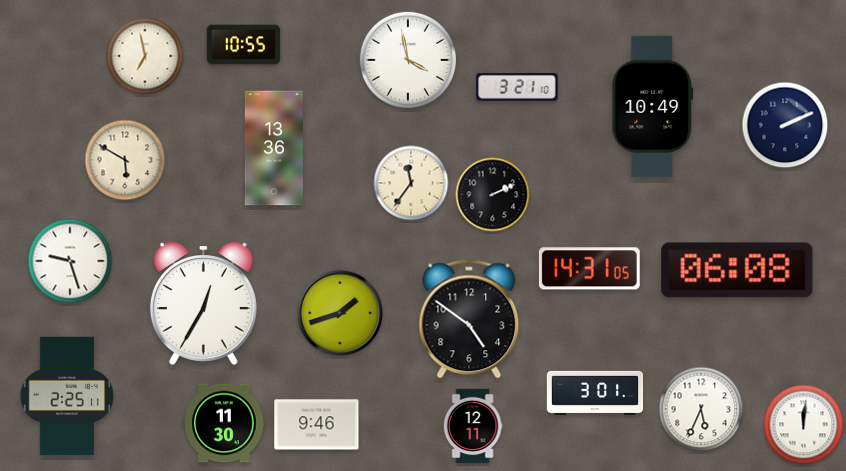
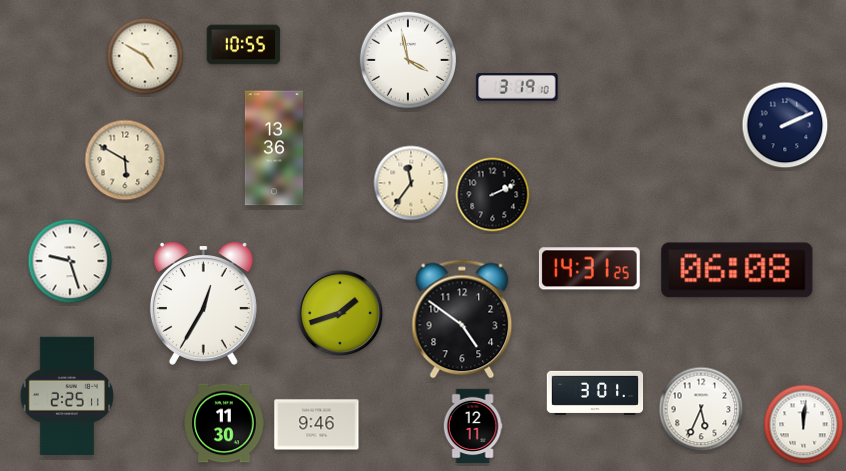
clock at (145, 56): 6:58 -> 4:50
clock at (517, 87): 3:21 -> 3:19
clock at (653, 106): 10:49 -> none
clock at (589, 269): 14:31:05 -> 14:31:25
clock at (469, 319) position: (469, 319) -> (462, 319)
